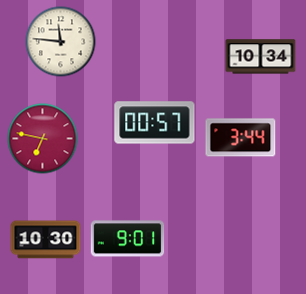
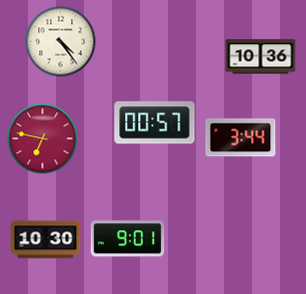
clock at (61, 42): 11:46 -> 4:24
clock at (261, 57): 10:34 -> 10:36
